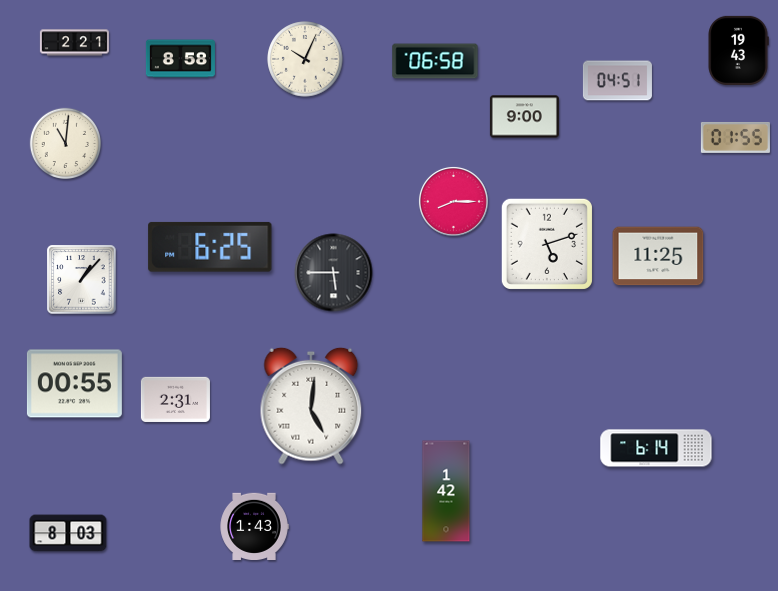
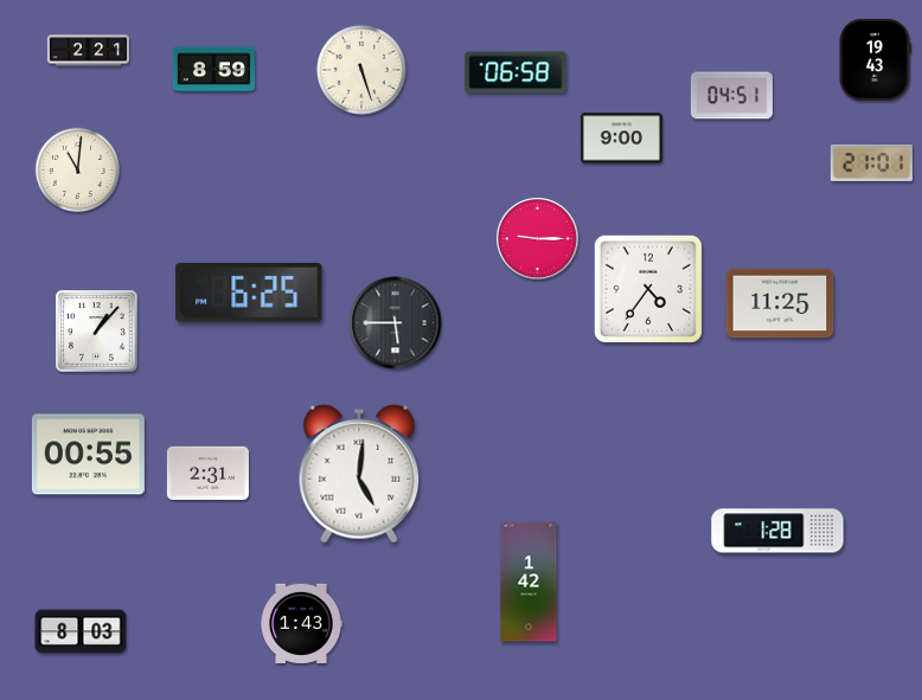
clock at (180, 59): 8:58 -> 8:59
clock at (305, 59): 10:04 -> 5:27
clock at (735, 137): 01:55 -> 21:01
clock at (453, 201): 8:15 -> 9:15
clock at (547, 244): 5:12 -> 4:36
clock at (311, 406) position: (311, 406) -> (359, 474)
clock at (656, 448): 6:14 -> 1:28
